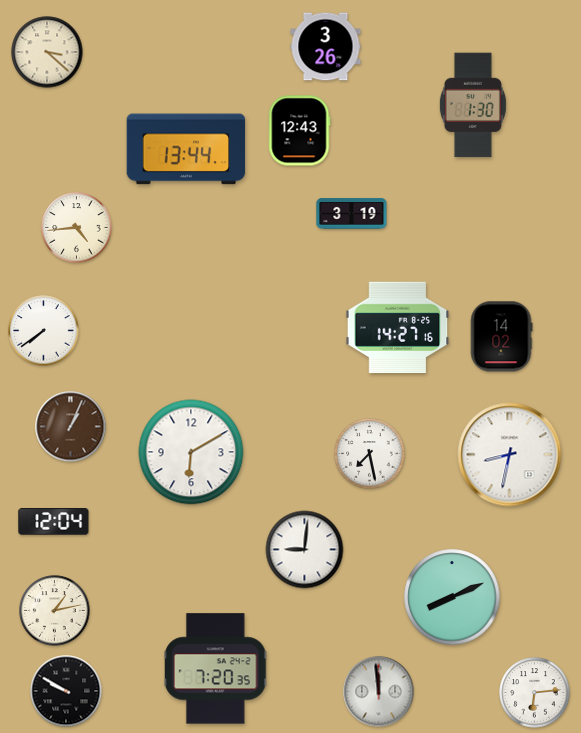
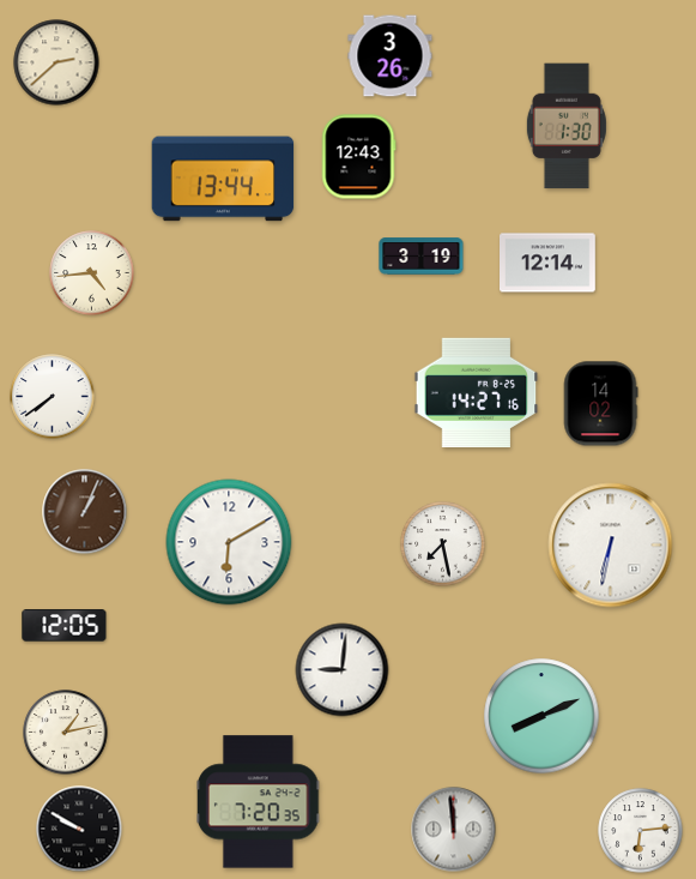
clock at (47, 52): 3:22 -> 2:38
clock at (549, 263): none -> 12:14
clock at (510, 455): 8:32 -> 6:32
clock at (54, 522): 12:04 -> 12:05
clock at (305, 550) position: (305, 550) -> (343, 670)
